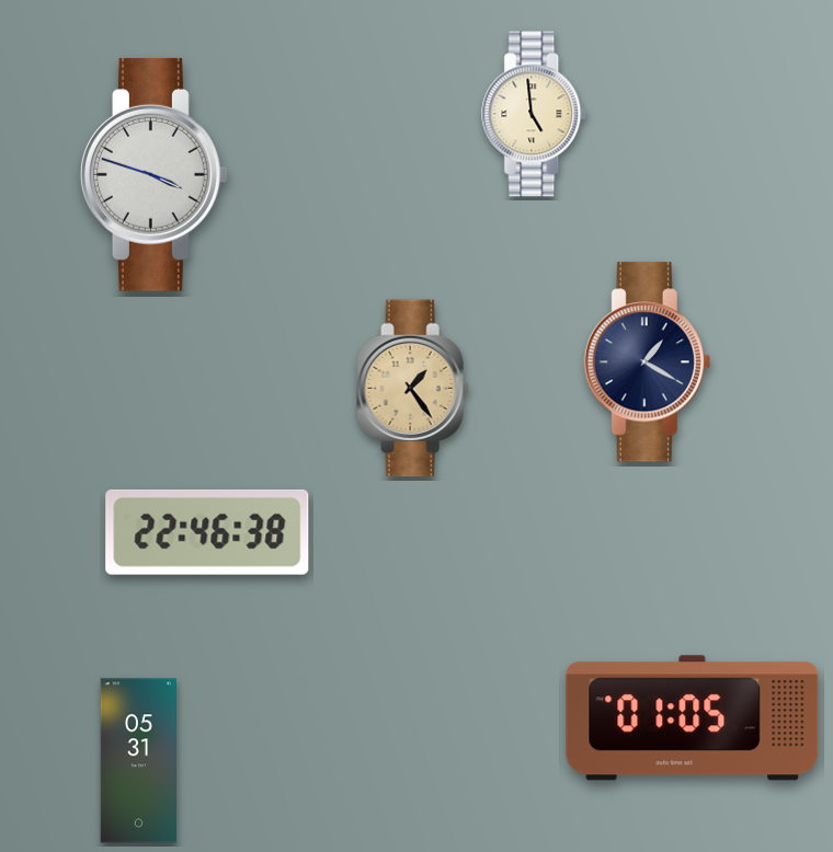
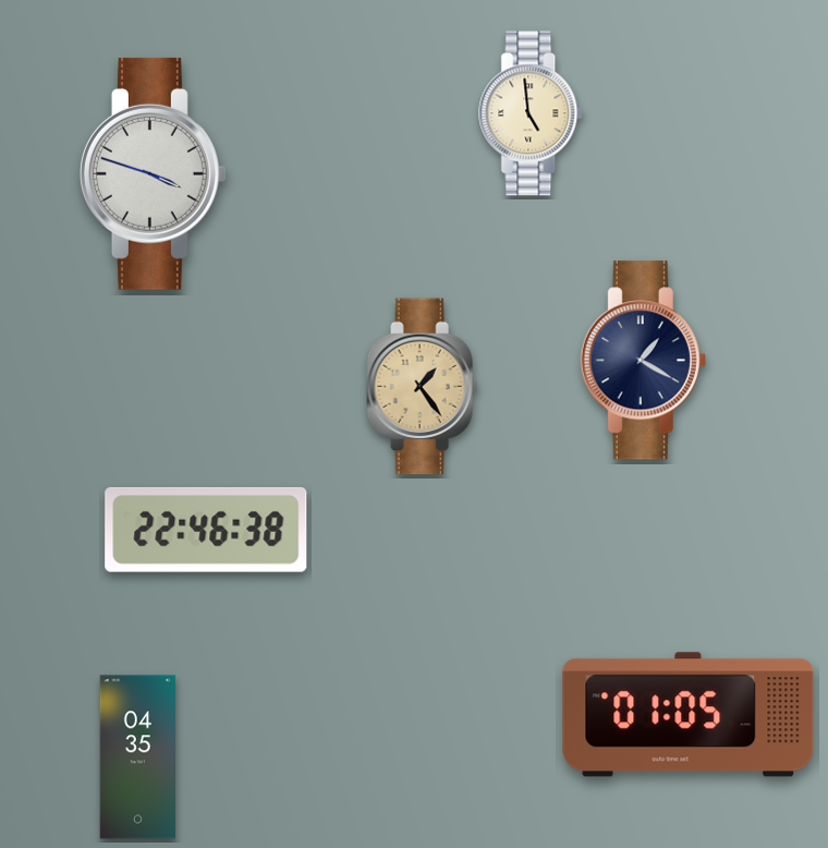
clock at (413, 389) position: (413, 389) -> (423, 387)
clock at (138, 761): 05:31 -> 04:35
